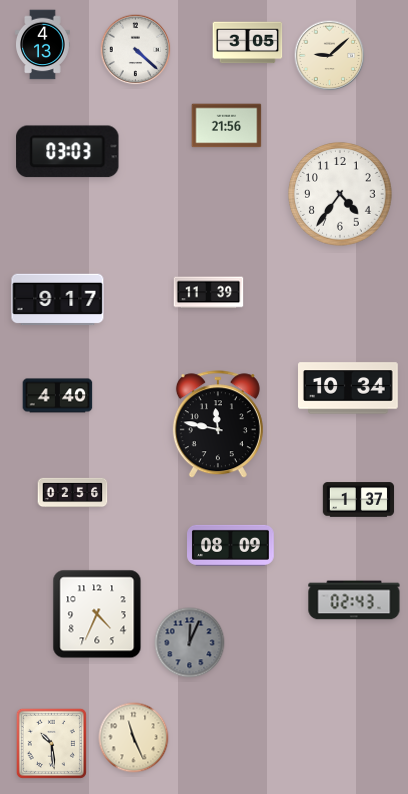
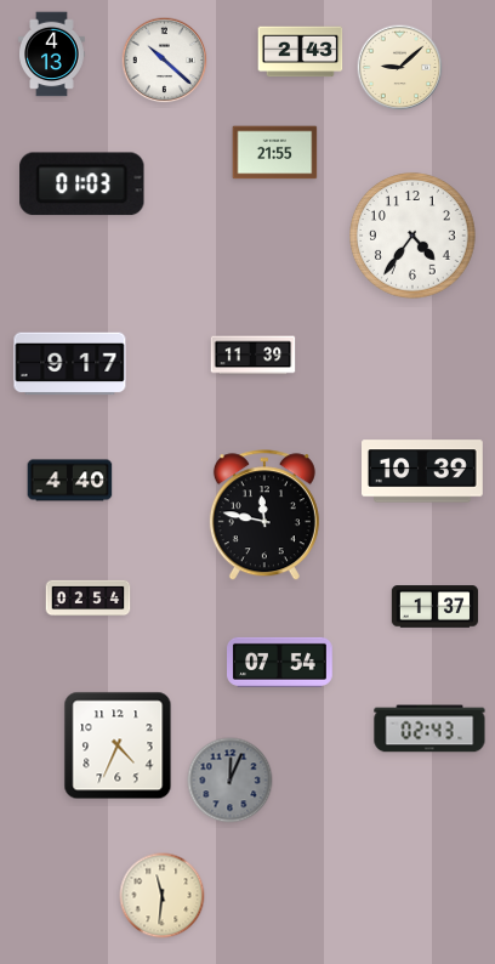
clock at (248, 43): 3:05 -> 2:43
clock at (136, 50): 4:22 -> 10:22
clock at (227, 126): 21:56 -> 21:55
clock at (68, 152): 03:03 -> 01:03
clock at (349, 388): 10:34 -> 10:39
clock at (73, 493): 02:56 -> 02:54
clock at (231, 545): 08:09 -> 07:54
clock at (134, 738): 11:26 -> 11:31
clock at (51, 743): 10:29 -> none
